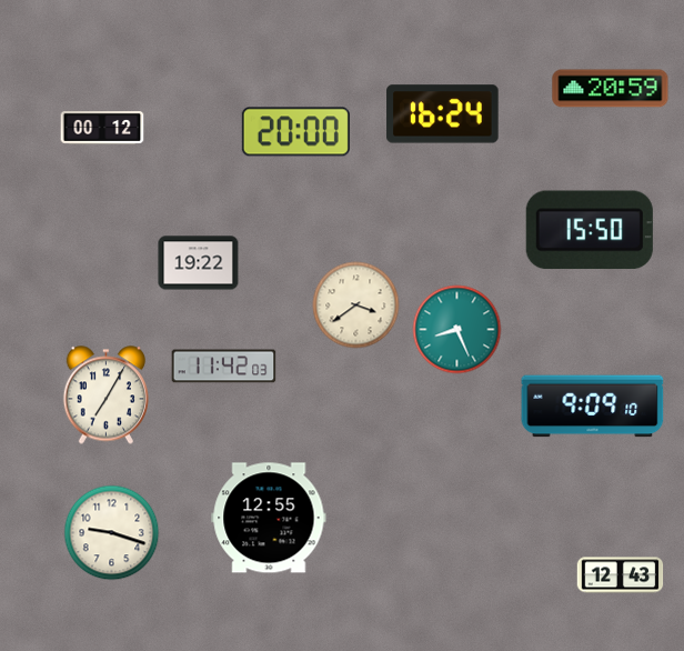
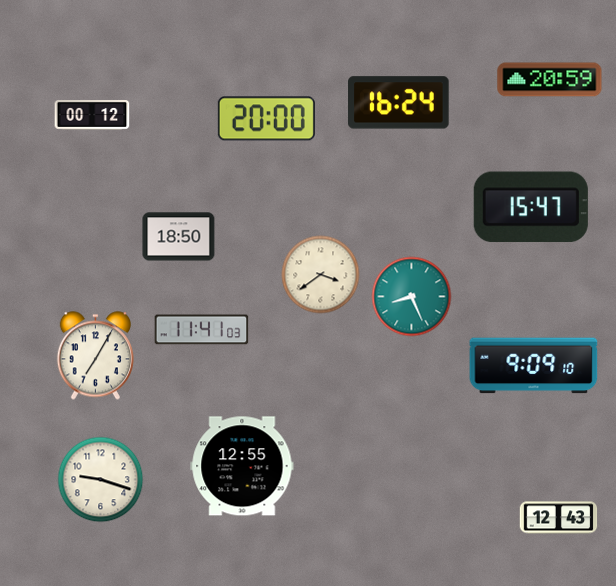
clock at (590, 230): 15:50 -> 15:47
clock at (199, 263): 19:22 -> 18:50
clock at (224, 367): 11:42 -> 11:41
